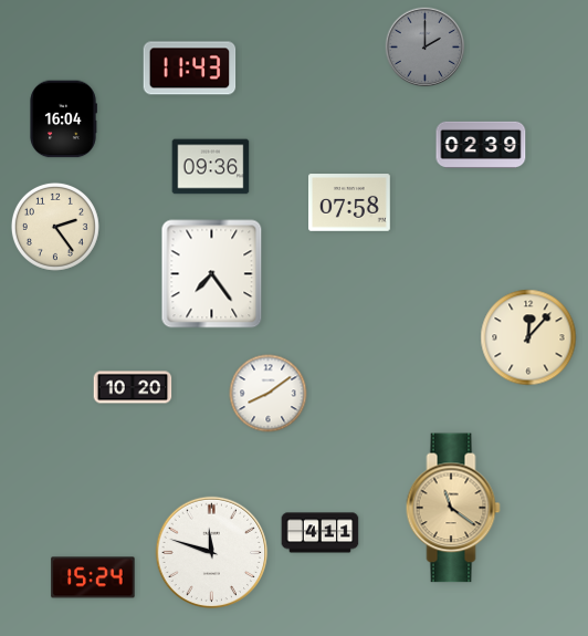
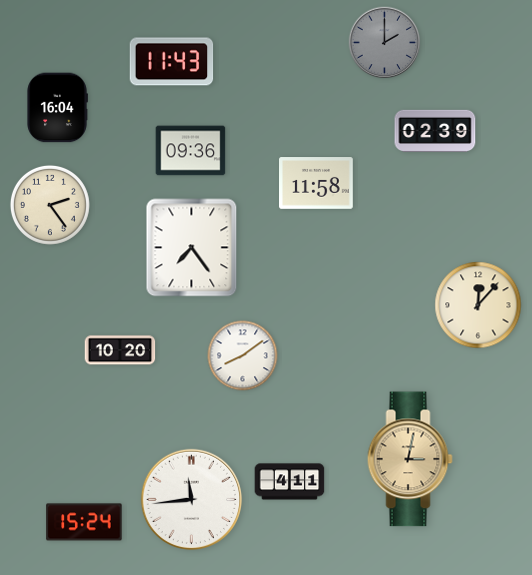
clock at (350, 202): 07:58 -> 11:58
clock at (453, 508): 11:21 -> 3:02
clock at (212, 553): 11:48 -> 11:44
